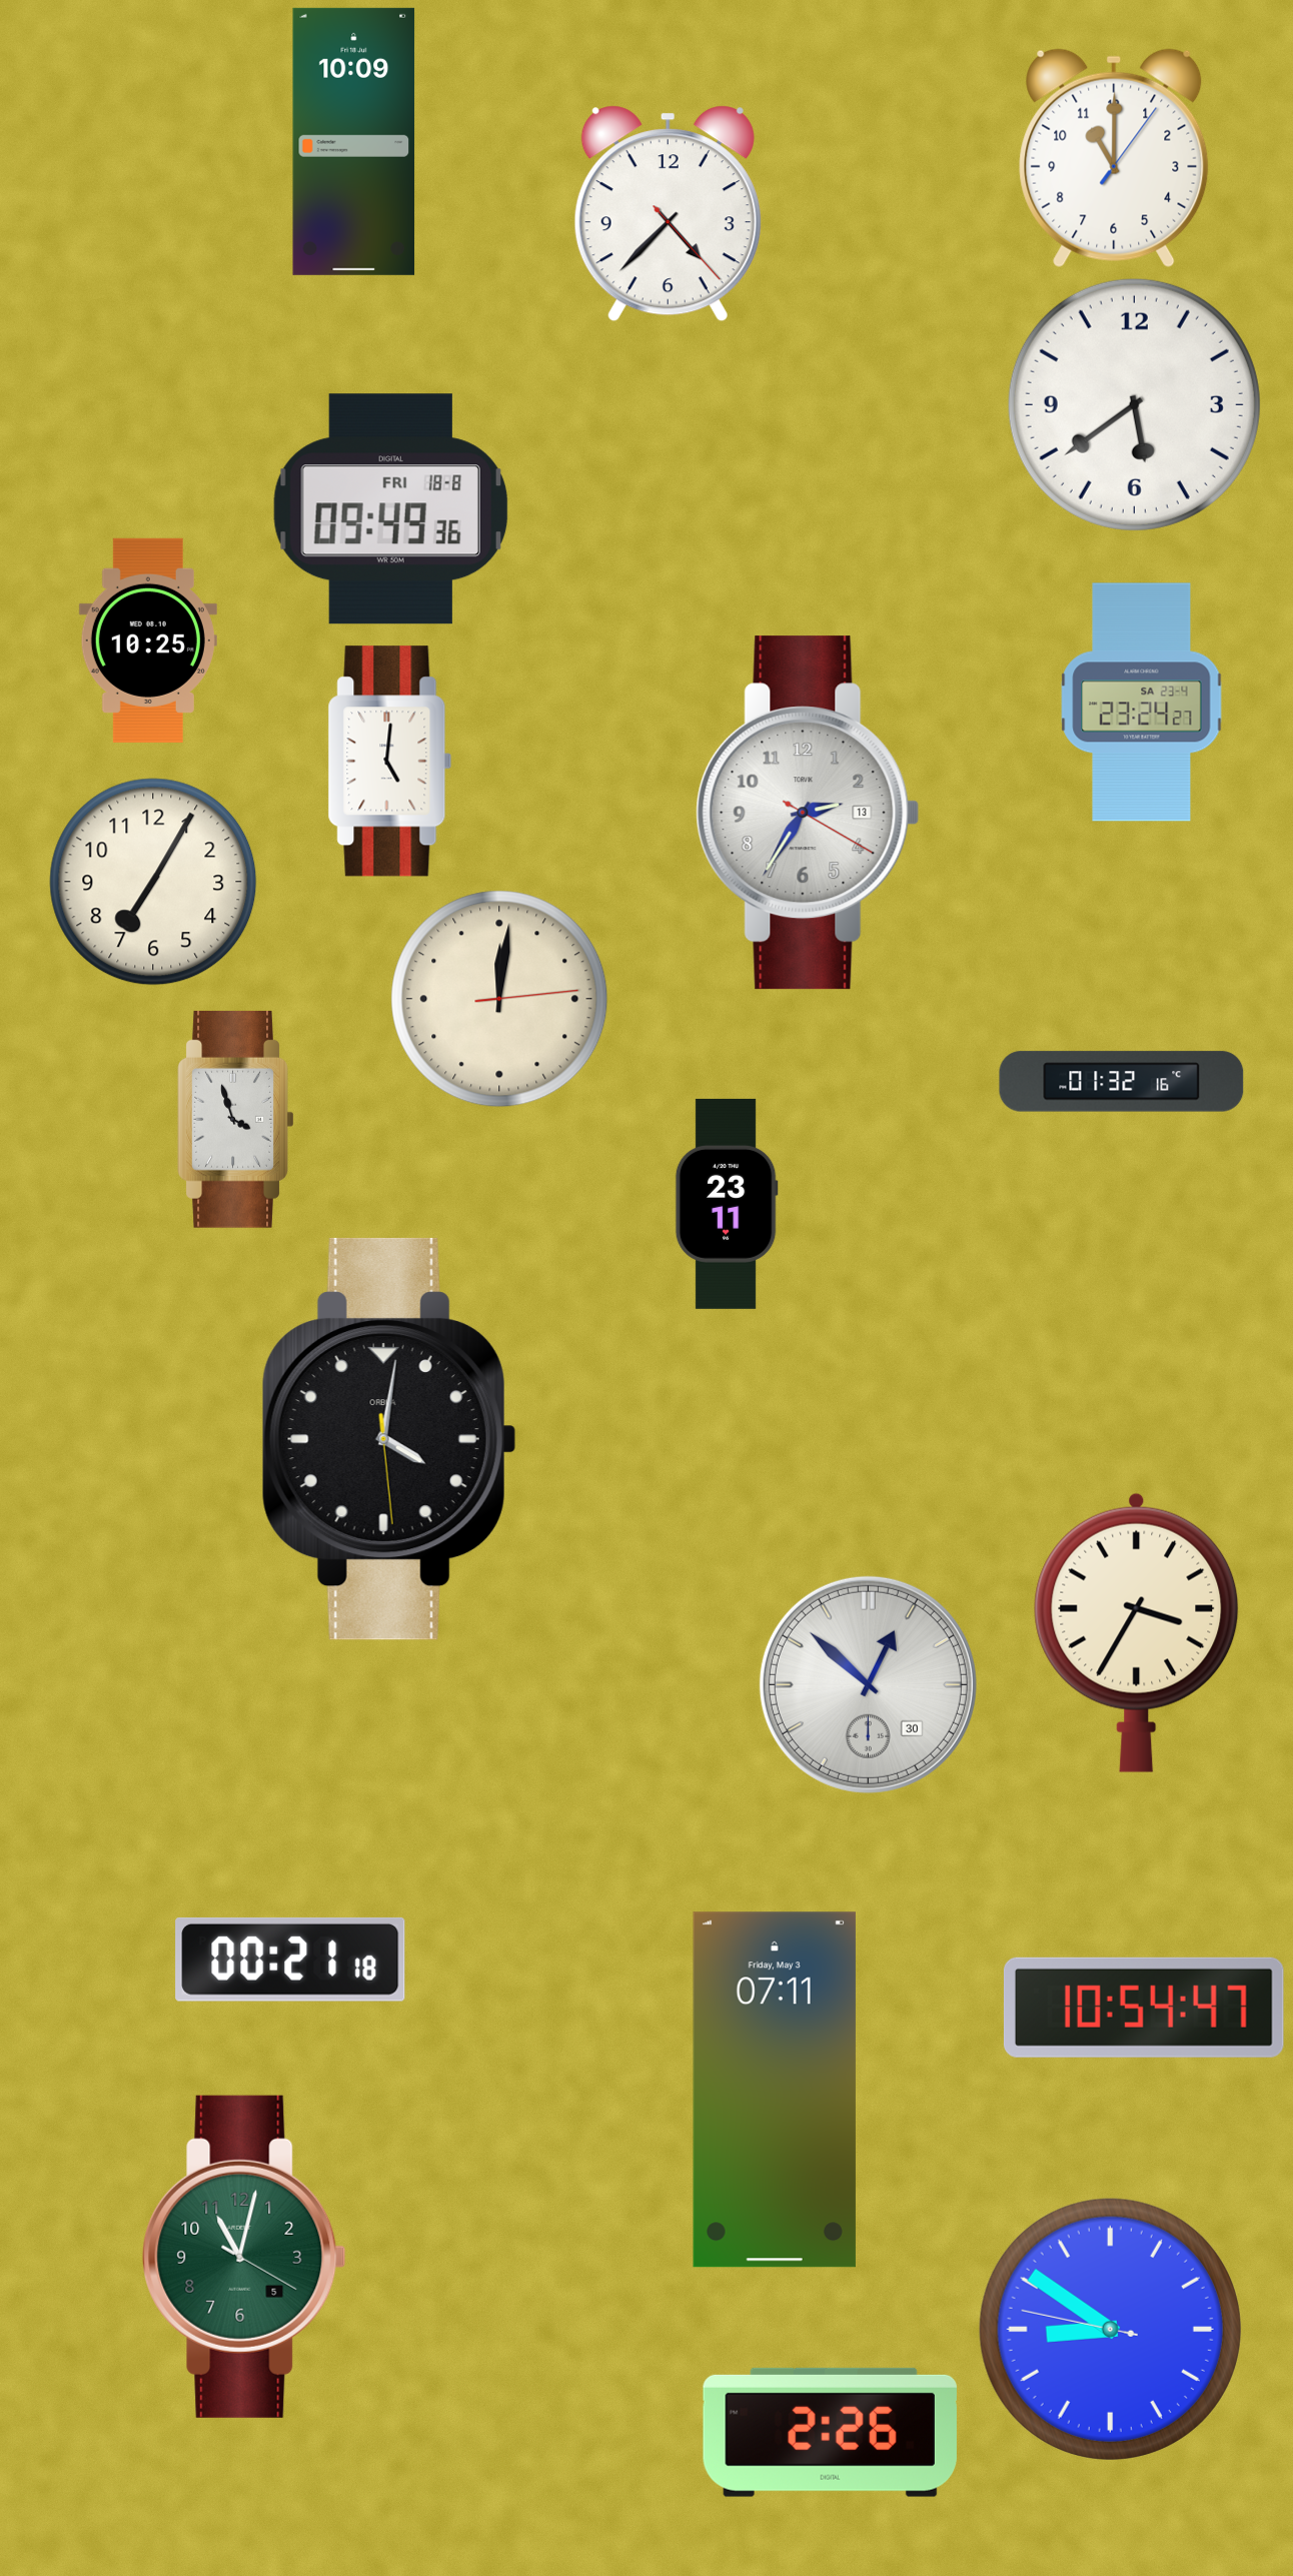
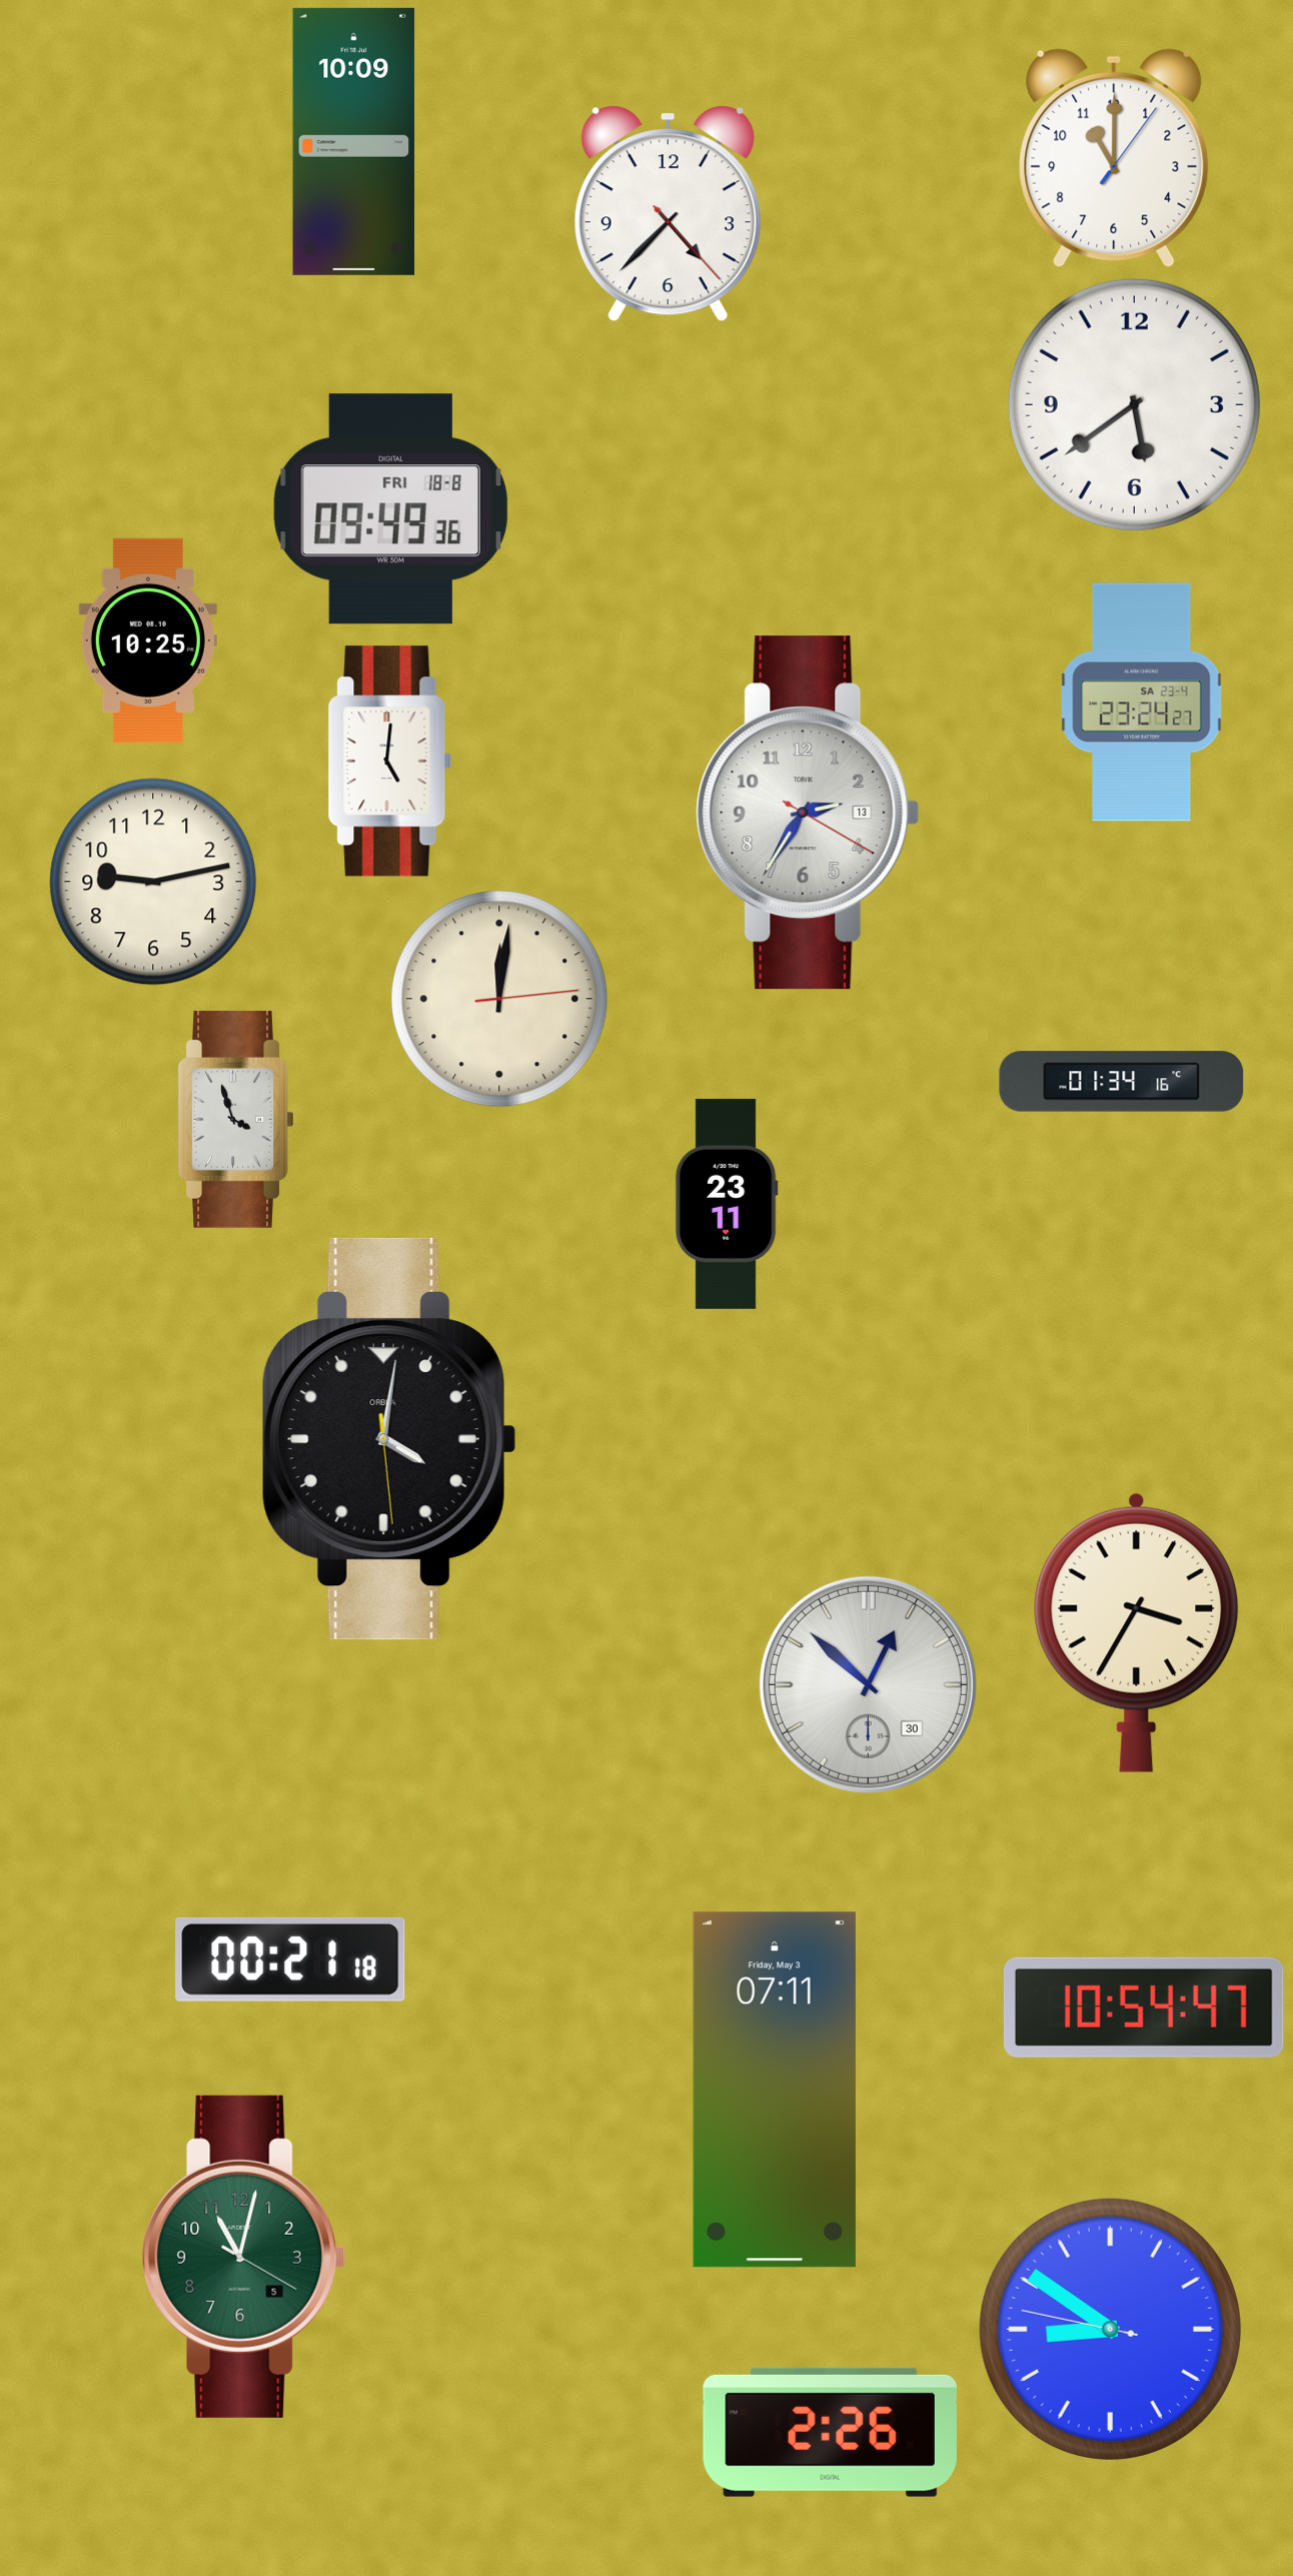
clock at (153, 882): 7:05 -> 9:13
clock at (1122, 1082): 01:32 -> 01:34
